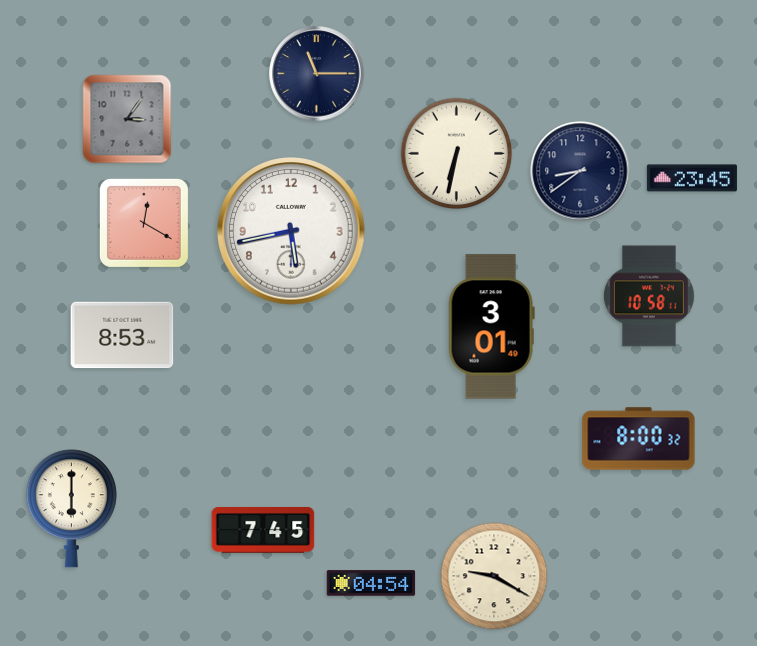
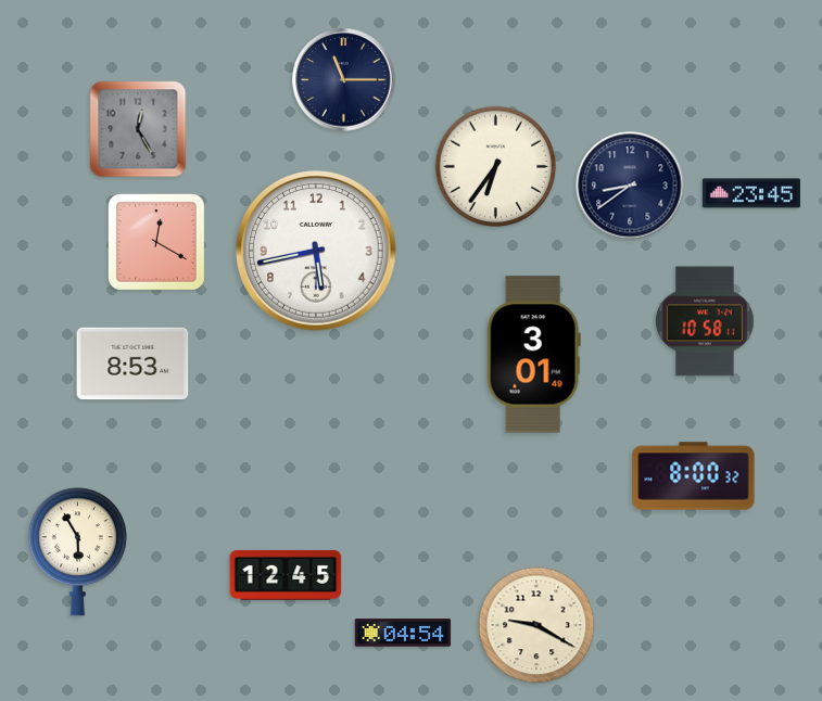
clock at (127, 119): 3:06 -> 12:25
clock at (457, 154): 6:32 -> 6:36
clock at (71, 509): 6:00 -> 5:55
clock at (263, 530): 7:45 -> 12:45
